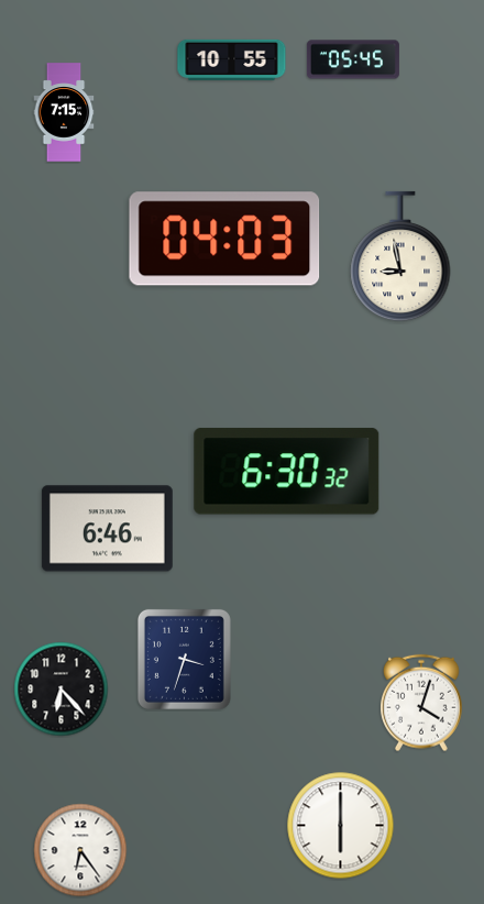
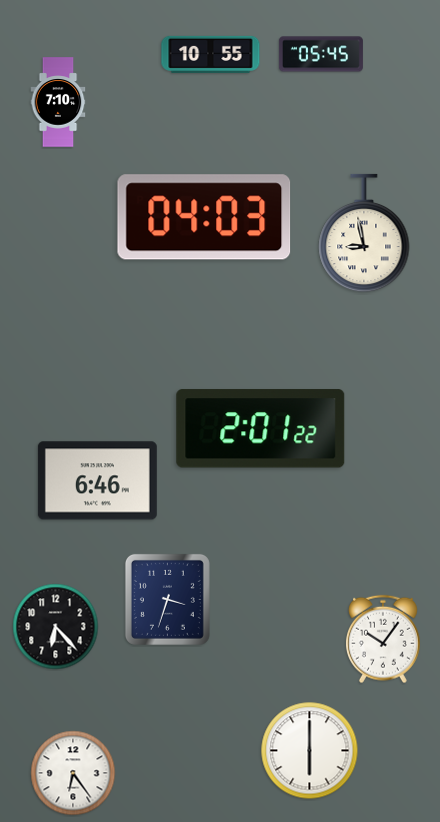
clock at (64, 112): 7:15 -> 7:10
clock at (287, 472): 6:30 -> 2:01
clock at (421, 703): 4:03 -> 10:06
